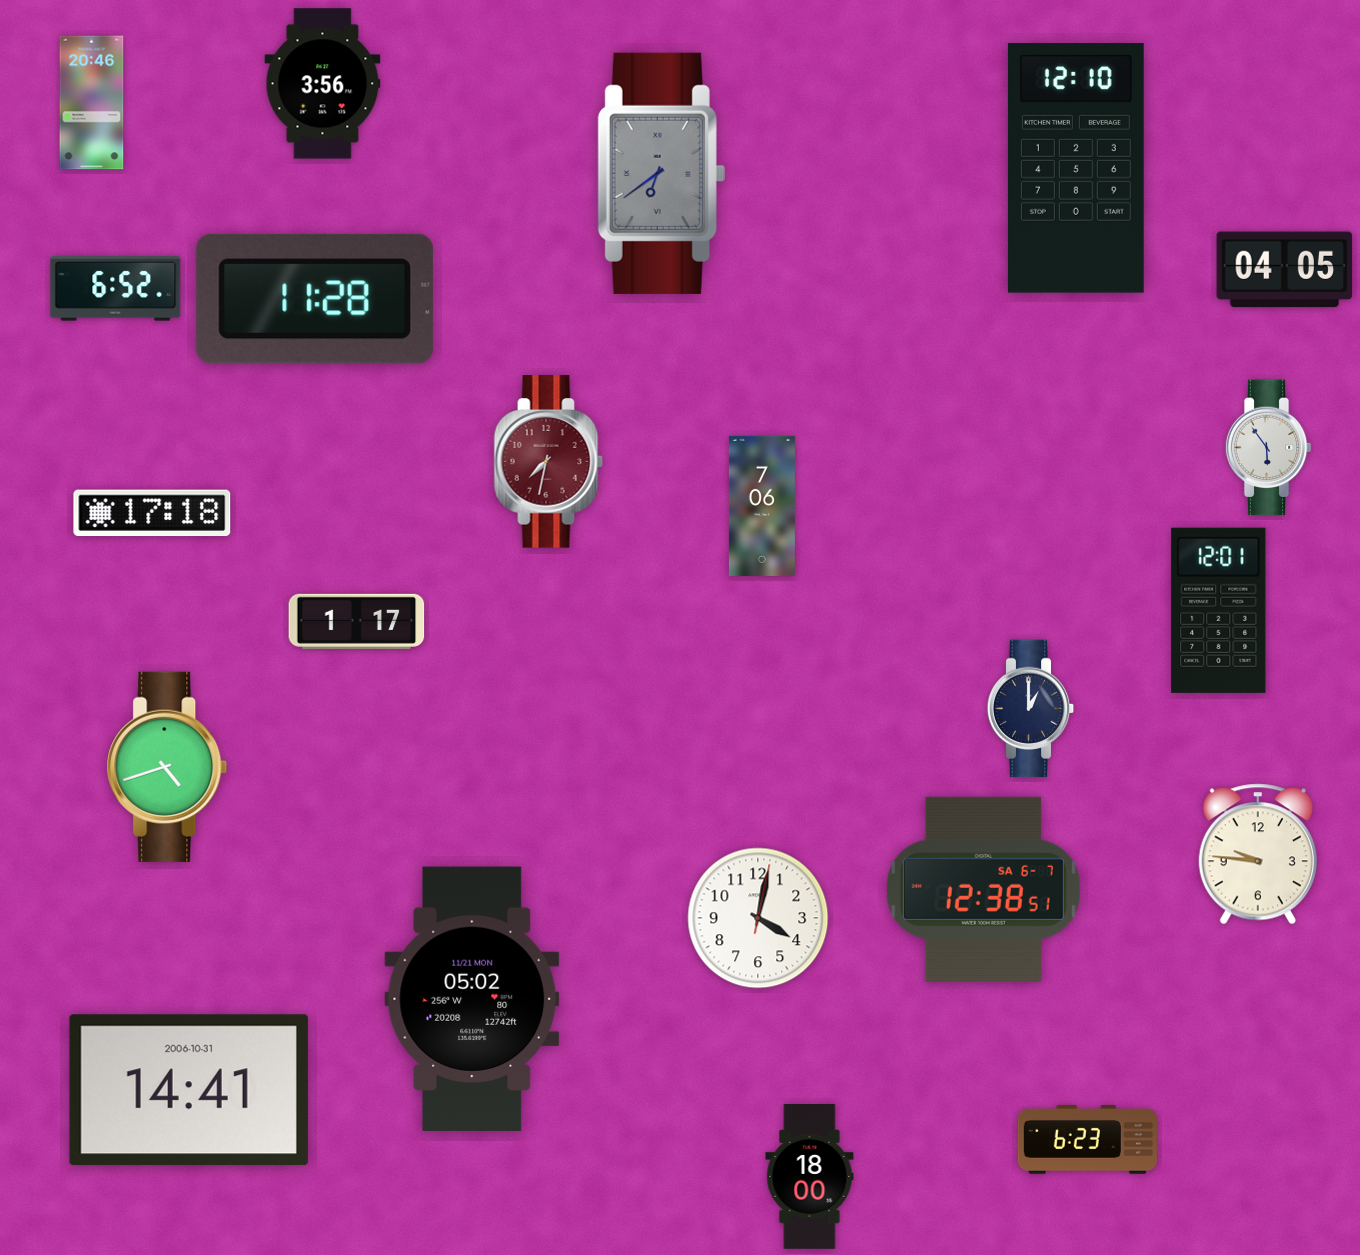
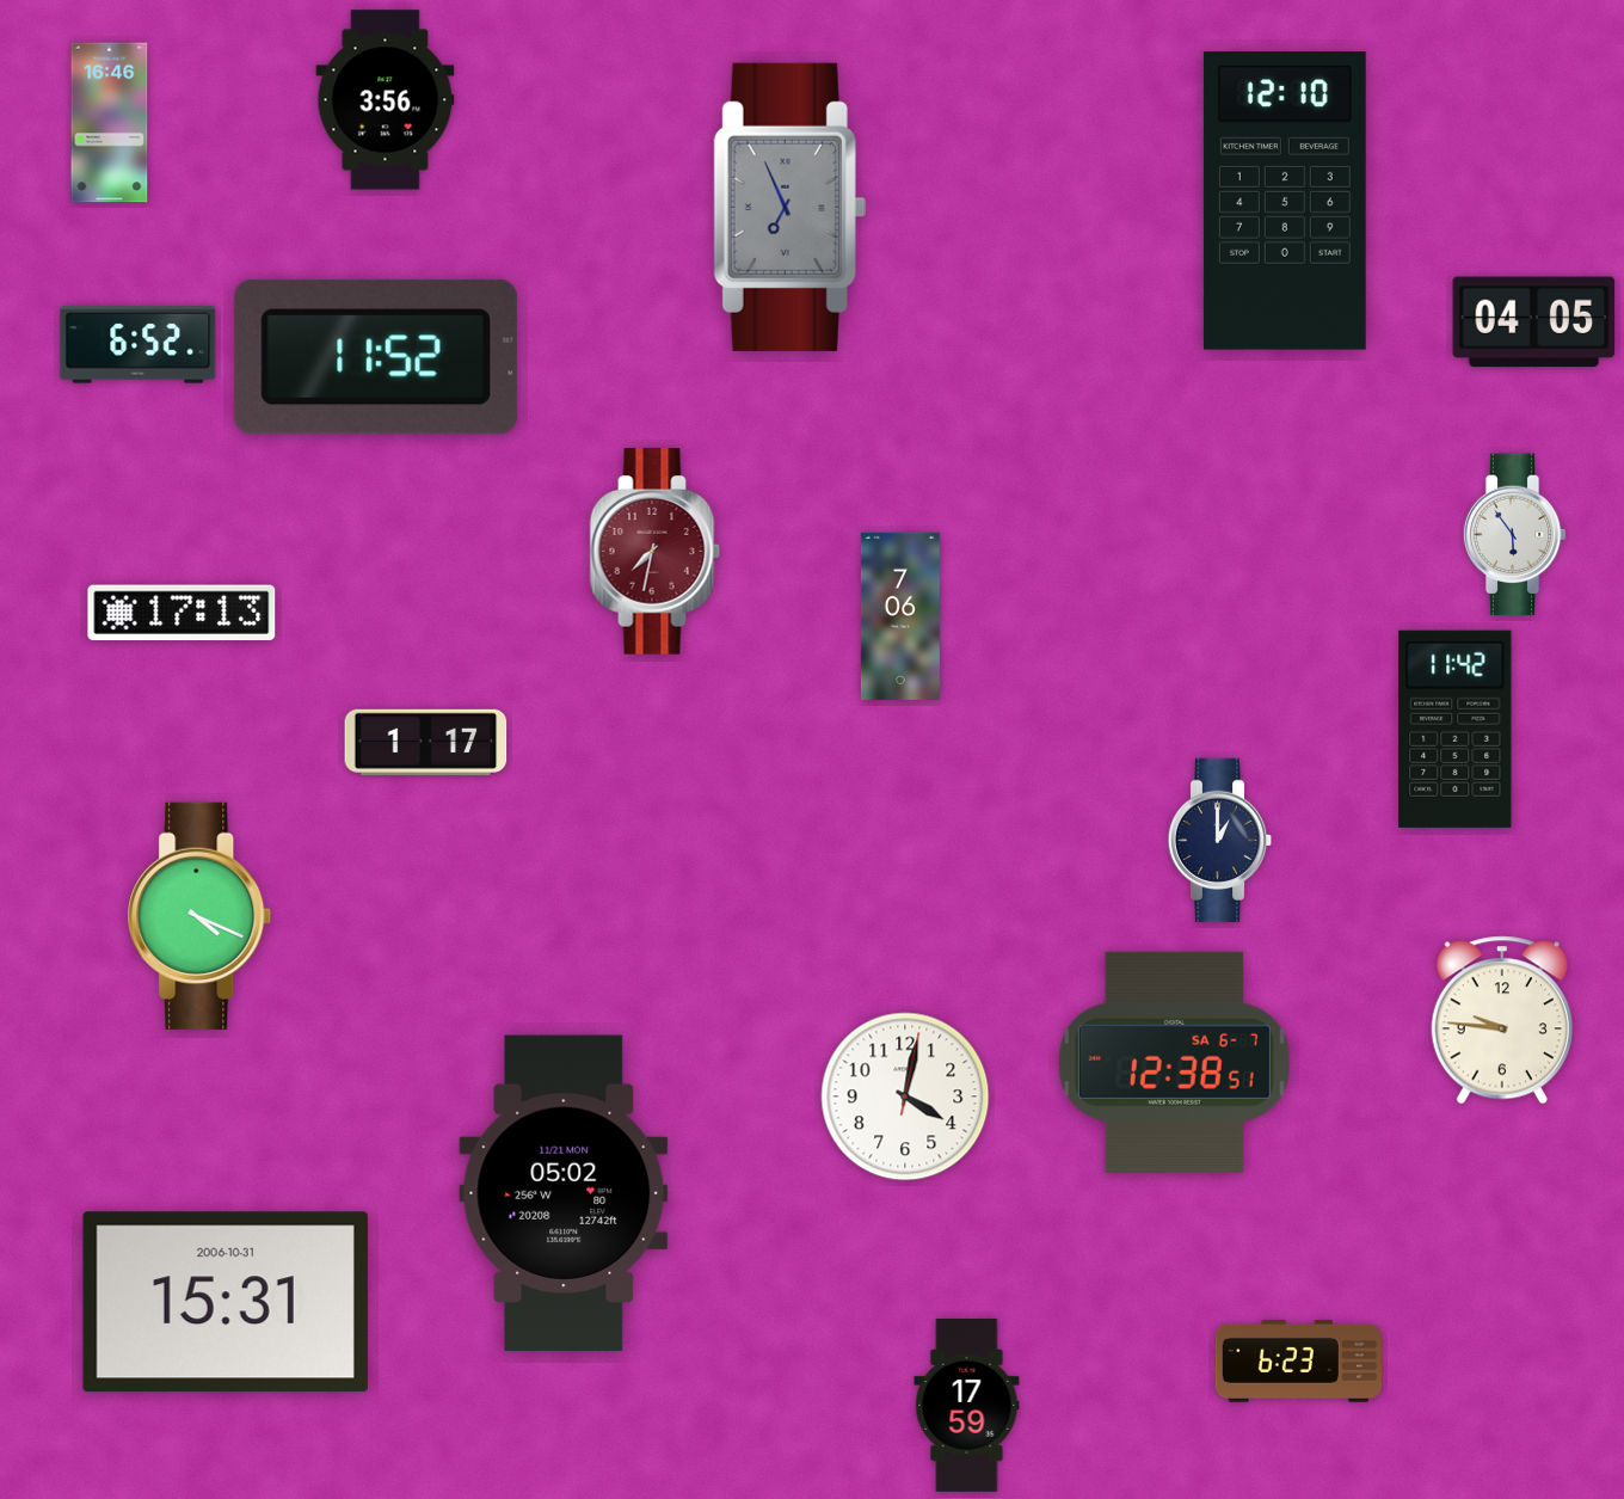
clock at (92, 103): 20:46 -> 16:46
clock at (661, 173): 6:39 -> 6:56
clock at (315, 299): 11:28 -> 11:52
clock at (762, 506) position: (762, 506) -> (900, 616)
clock at (152, 513): 17:18 -> 17:13
clock at (1219, 610): 12:01 -> 11:42
clock at (1031, 709) position: (1031, 709) -> (1220, 841)
clock at (167, 767): 4:42 -> 4:19
clock at (189, 1090): 14:41 -> 15:31
clock at (810, 1177): 18:00 -> 17:59
